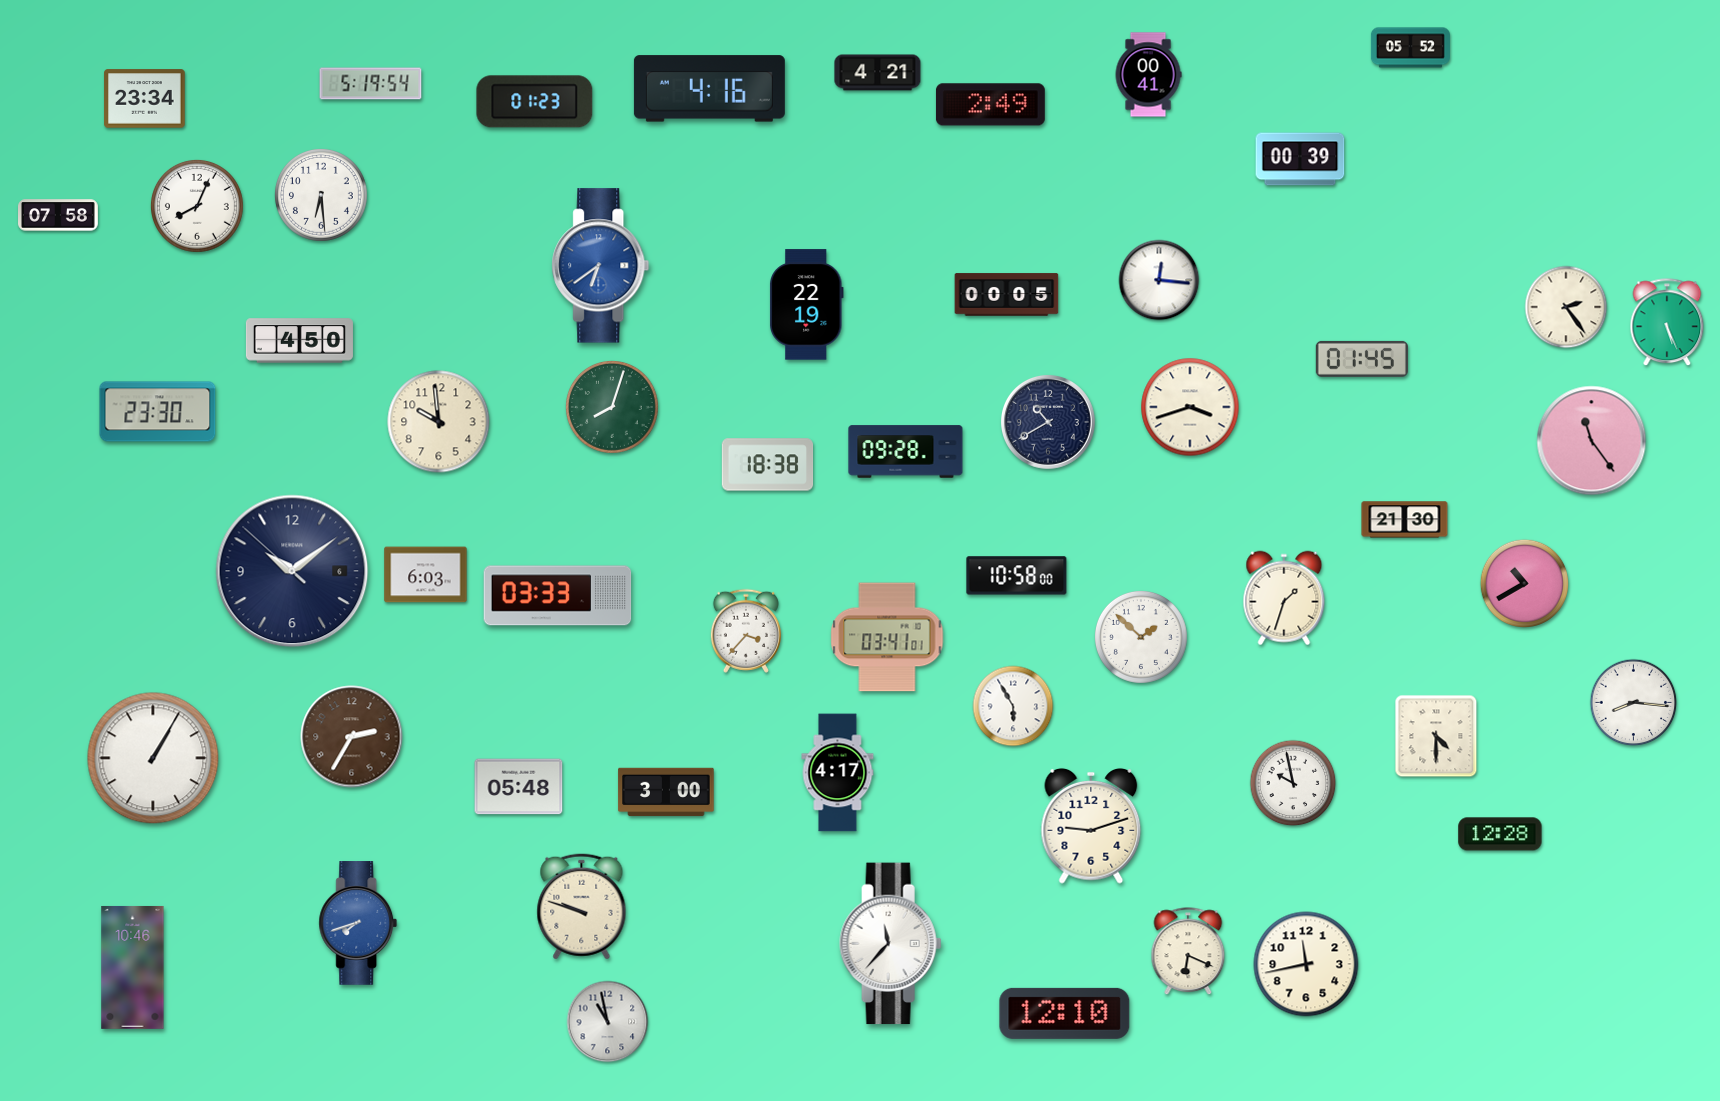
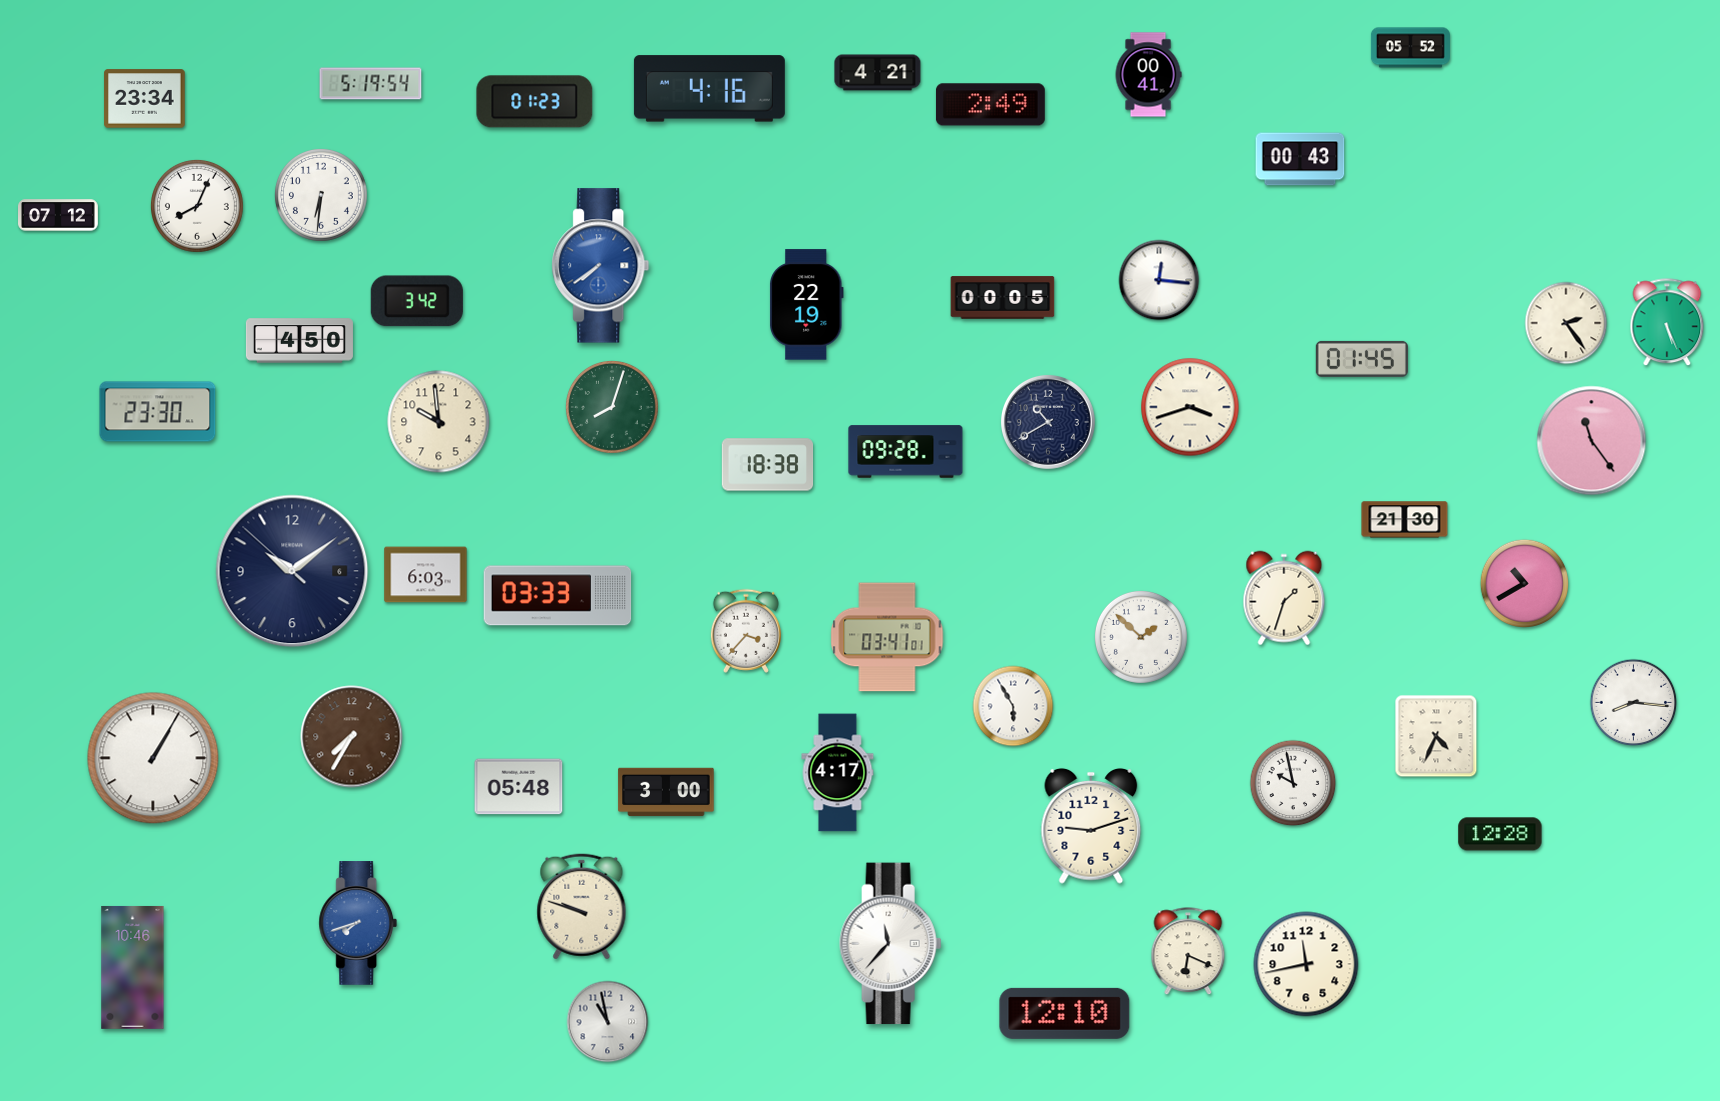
clock at (1300, 159): 00:39 -> 00:43
clock at (321, 195): 6:29 -> 6:31
clock at (59, 215): 07:58 -> 07:12
clock at (601, 266): 6:39 -> 7:39
clock at (1007, 295) position: (1007, 295) -> (1003, 298)
clock at (417, 301): none -> 3:42
clock at (1566, 307) position: (1566, 307) -> (1566, 323)
clock at (1017, 576): 10:58 -> none
clock at (1436, 736): 4:30 -> 4:34
clock at (352, 737): 2:35 -> 7:35
